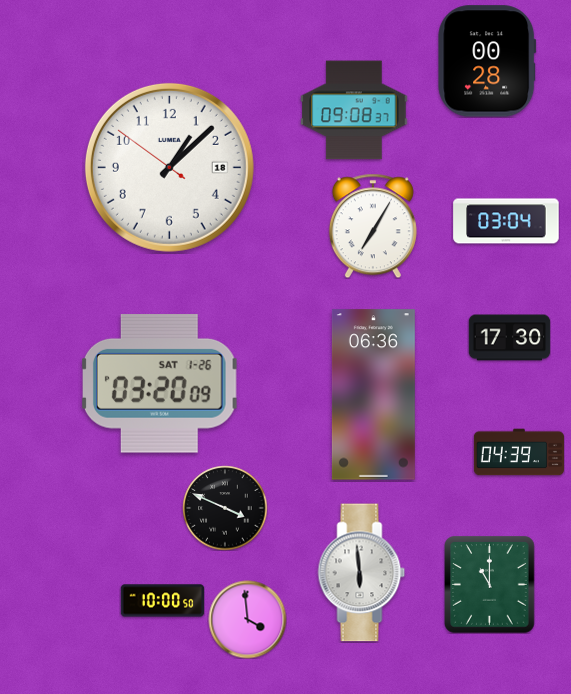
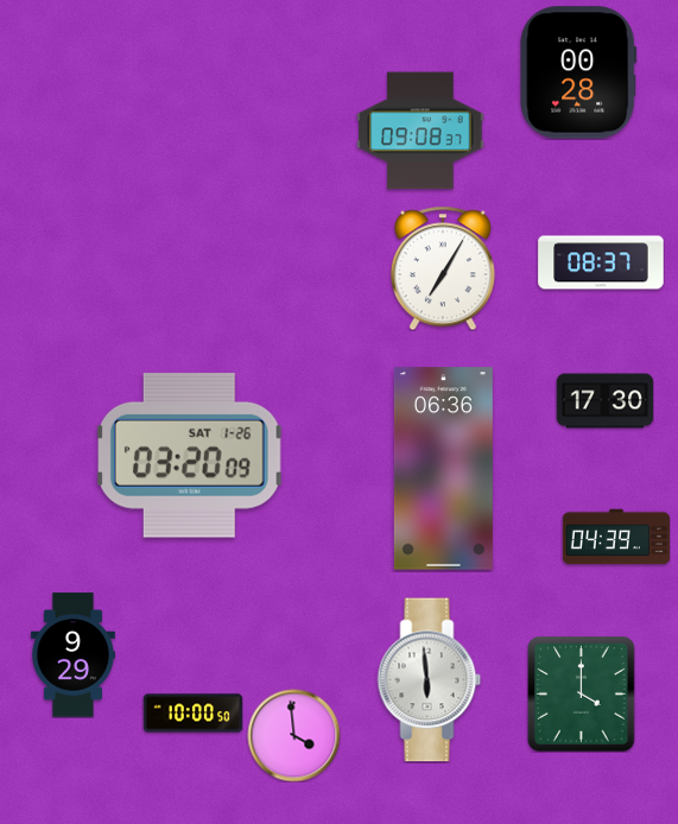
clock at (169, 167): 1:07 -> none
clock at (506, 221): 03:04 -> 08:37
clock at (225, 508): 3:49 -> none
clock at (72, 655): none -> 9:29
clock at (490, 584): 11:00 -> 4:00
